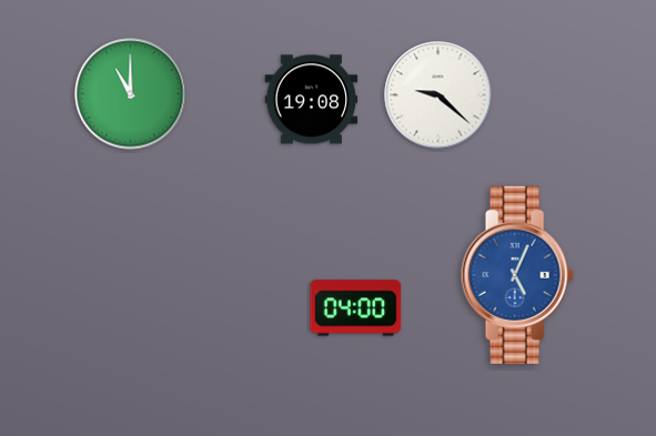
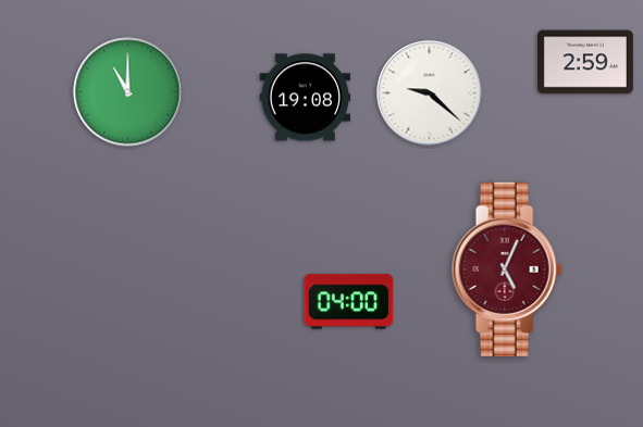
clock at (585, 62): none -> 2:59
clock at (517, 275) dial: blue -> burgundy
